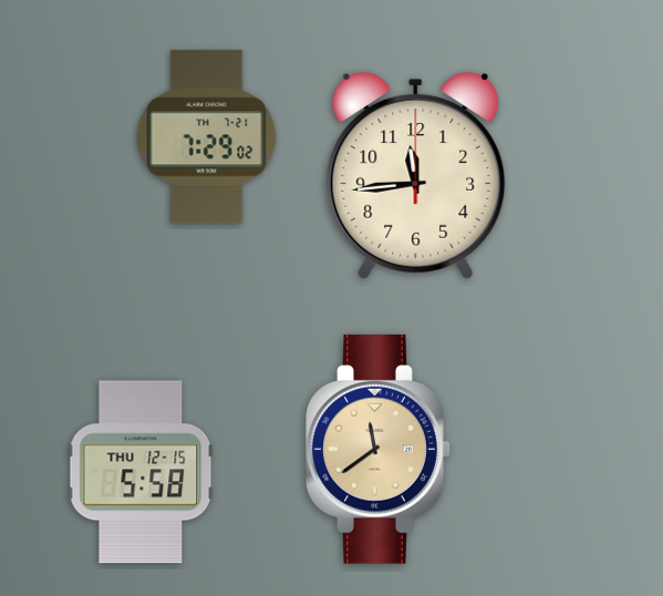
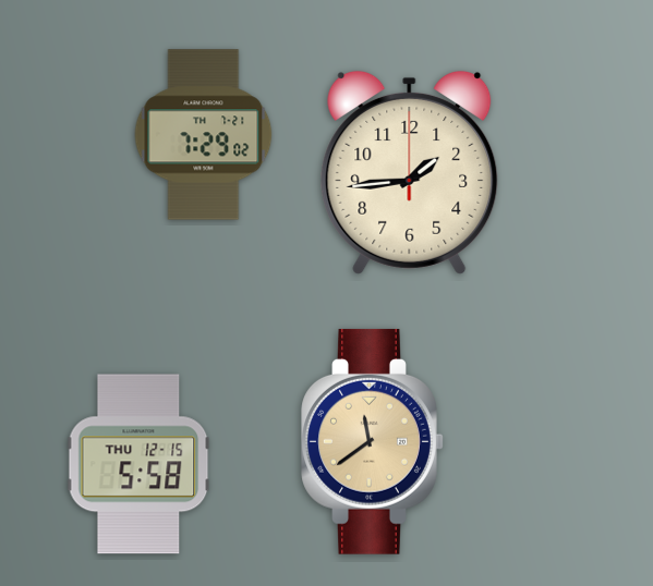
clock at (416, 175): 11:44 -> 1:44
